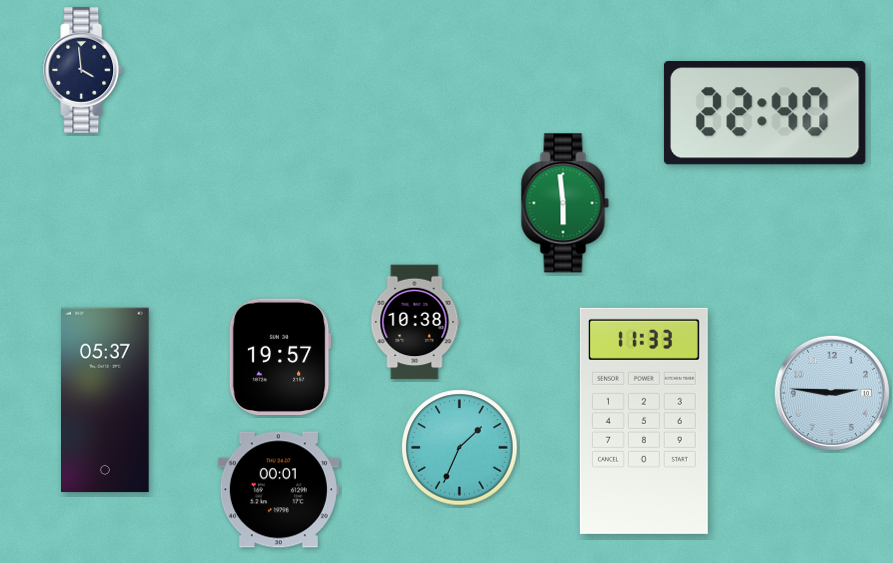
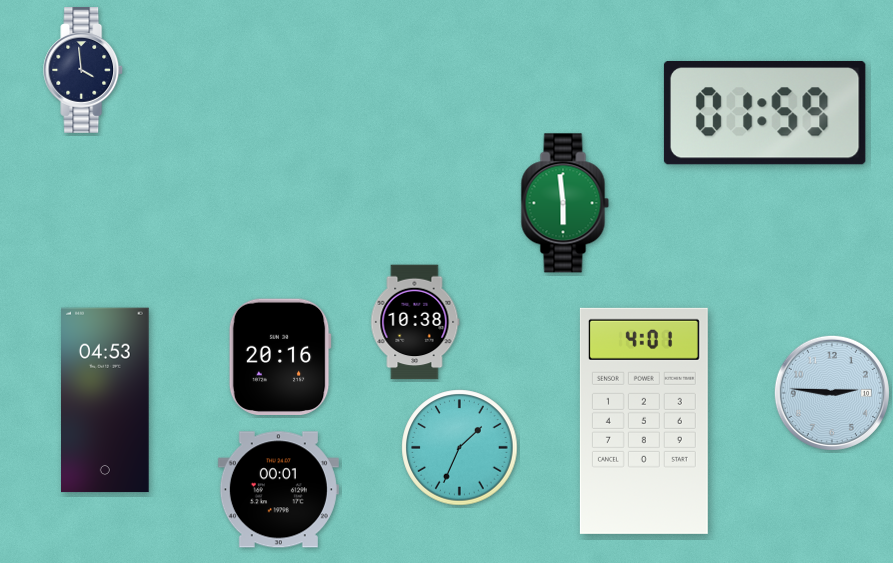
clock at (765, 113): 22:40 -> 01:59
clock at (280, 356): 19:57 -> 20:16
clock at (105, 400): 05:37 -> 04:53
clock at (644, 421): 11:33 -> 4:01
